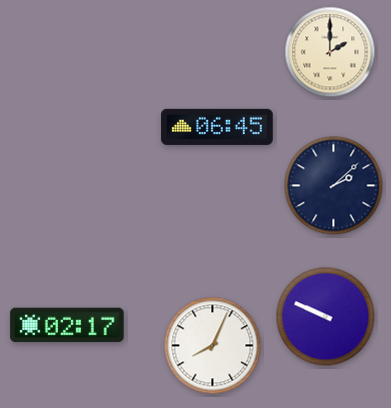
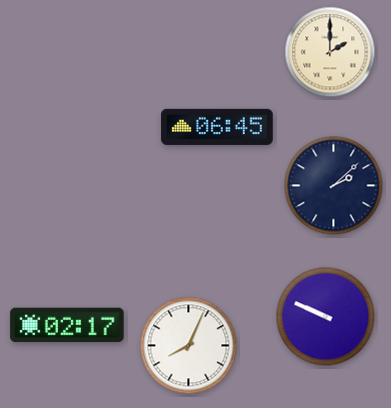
clock at (213, 346) position: (213, 346) -> (189, 346)
